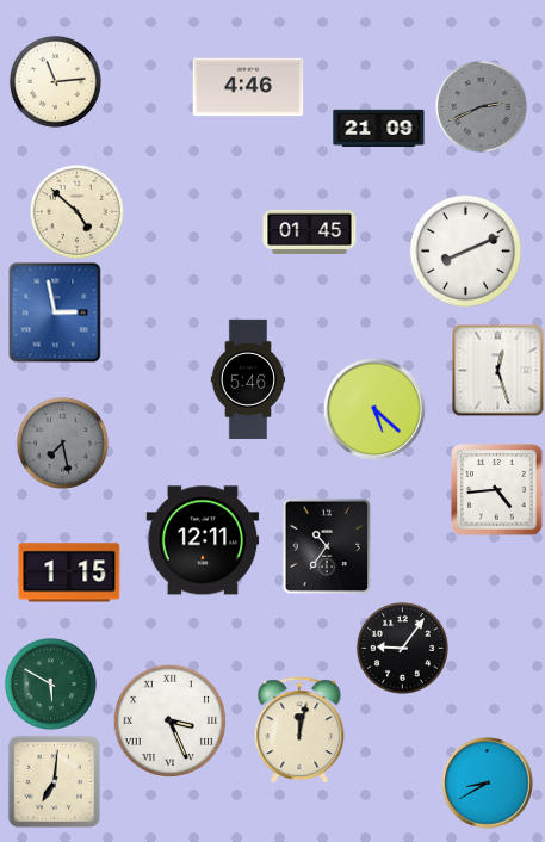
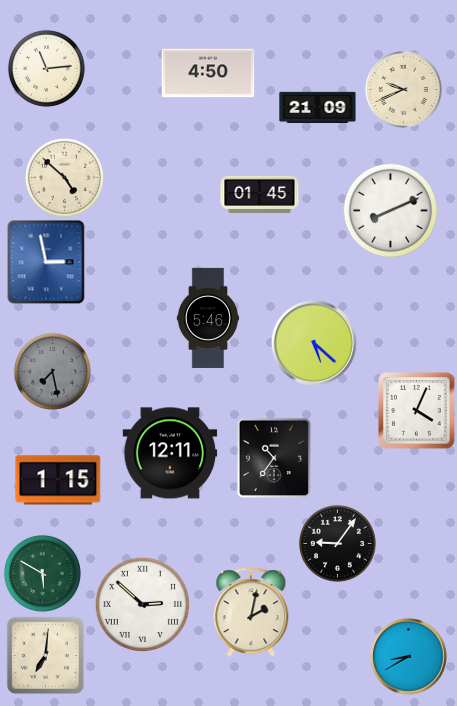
clock at (248, 87): 4:46 -> 4:50
clock at (481, 106): 2:41 -> 9:41
clock at (481, 106) dial: grey -> cream
clock at (498, 371): 12:27 -> none
clock at (497, 490): 4:44 -> 4:04
clock at (169, 720): 3:26 -> 2:52
clock at (299, 730): 12:02 -> 2:02
